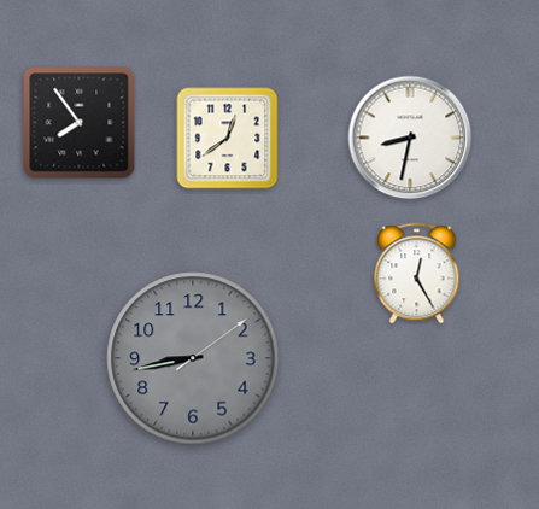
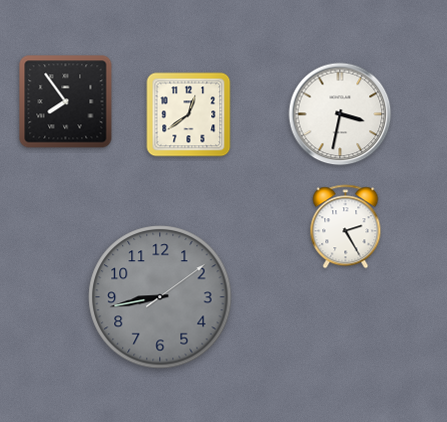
clock at (410, 138): 8:32 -> 3:32
clock at (417, 274): 12:25 -> 2:25
